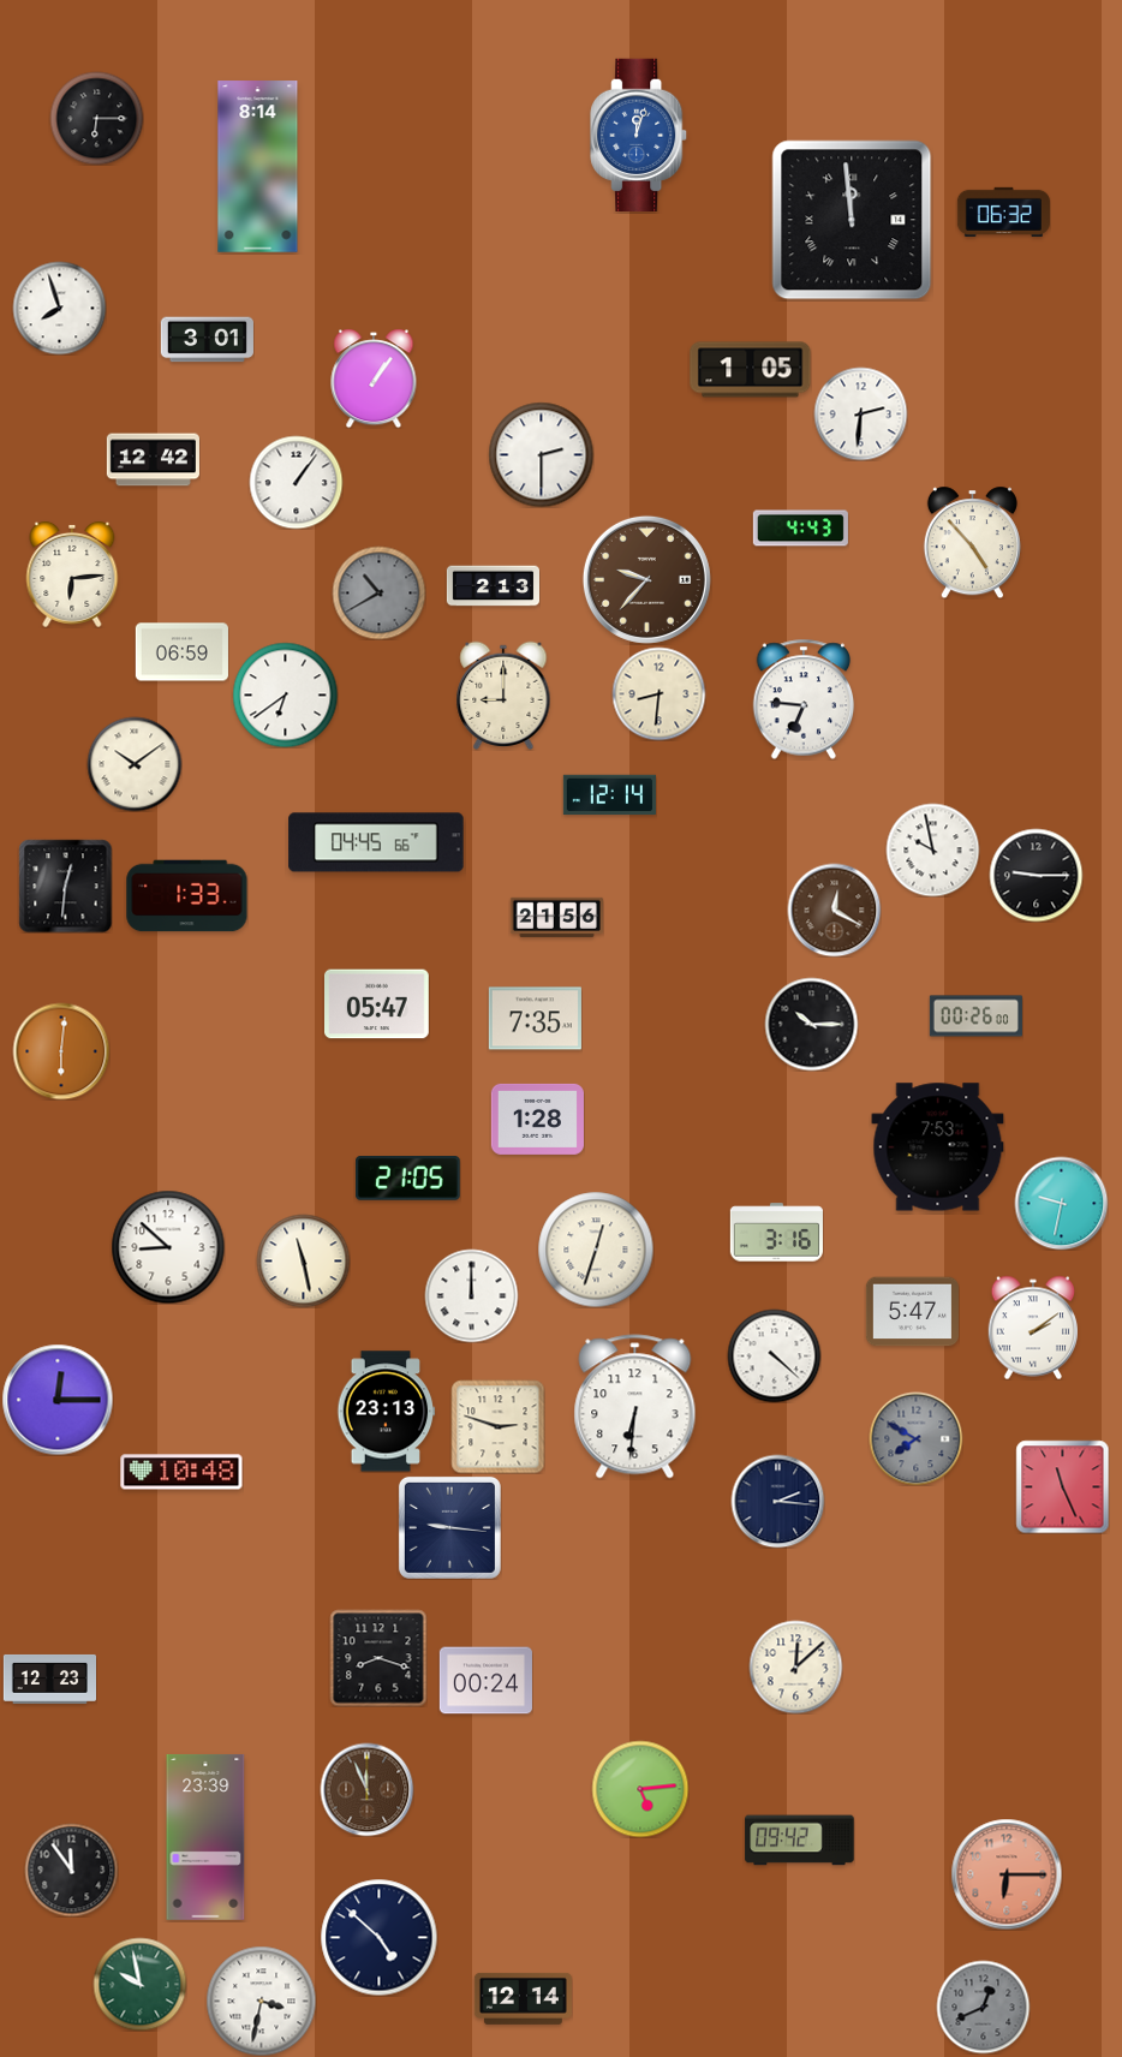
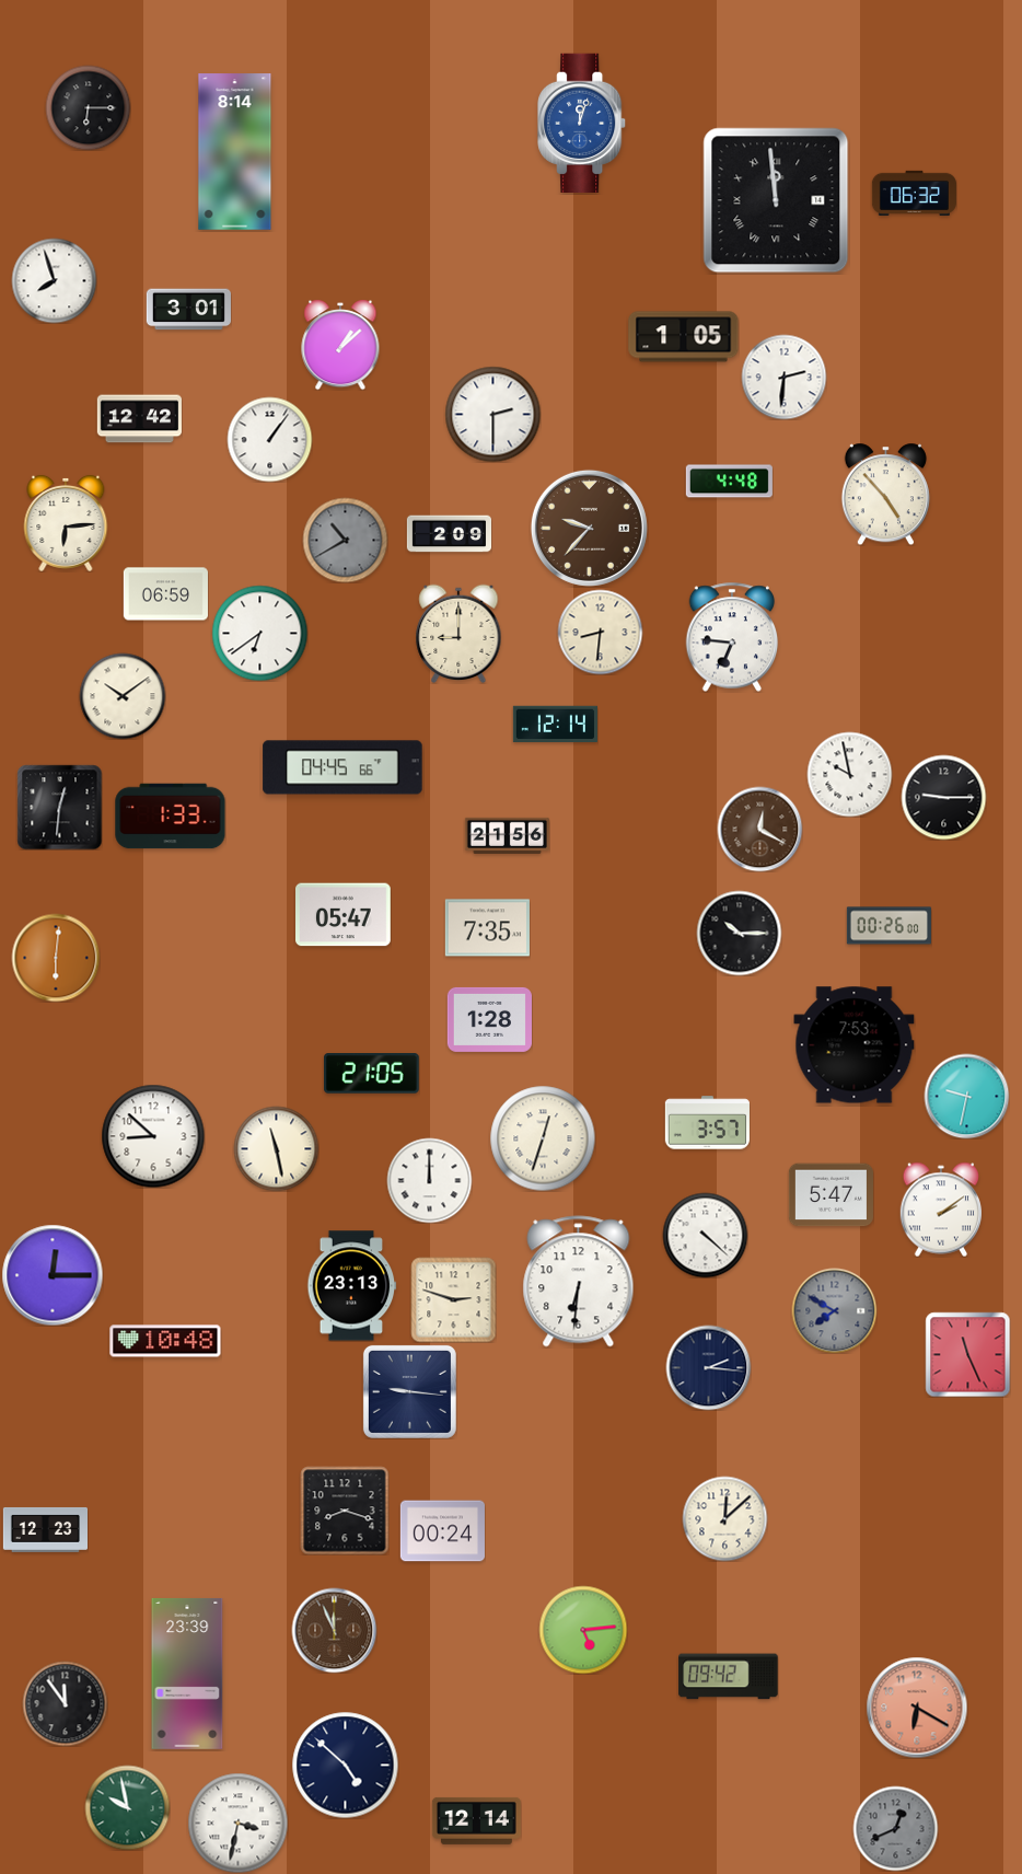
clock at (374, 378): 1:06 -> 1:08
clock at (800, 529): 4:43 -> 4:48
clock at (493, 586): 2:13 -> 2:09
clock at (776, 1233): 3:16 -> 3:57
clock at (1007, 1874): 6:15 -> 6:20
